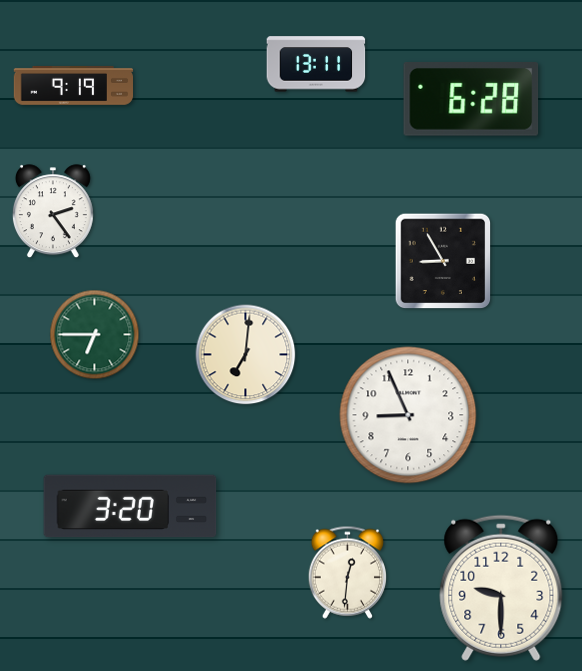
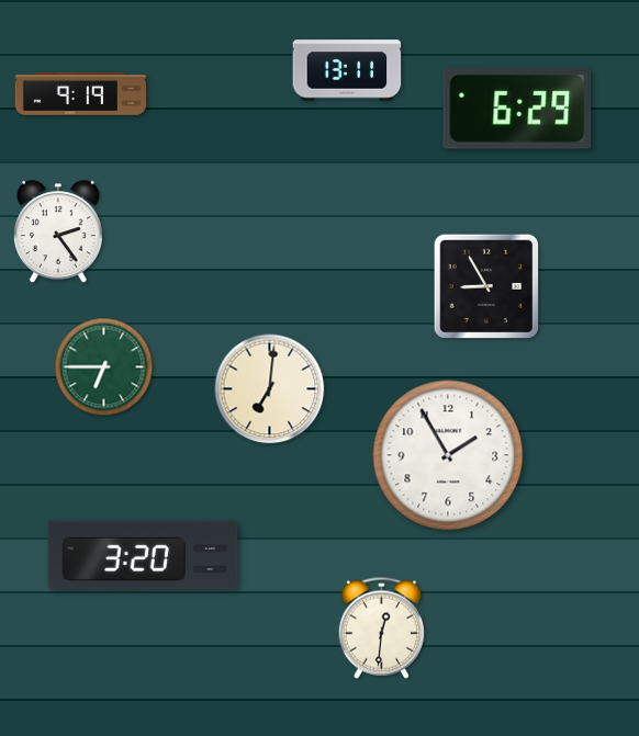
clock at (471, 100): 6:28 -> 6:29
clock at (408, 415): 8:56 -> 1:55
clock at (501, 588): 9:30 -> none
